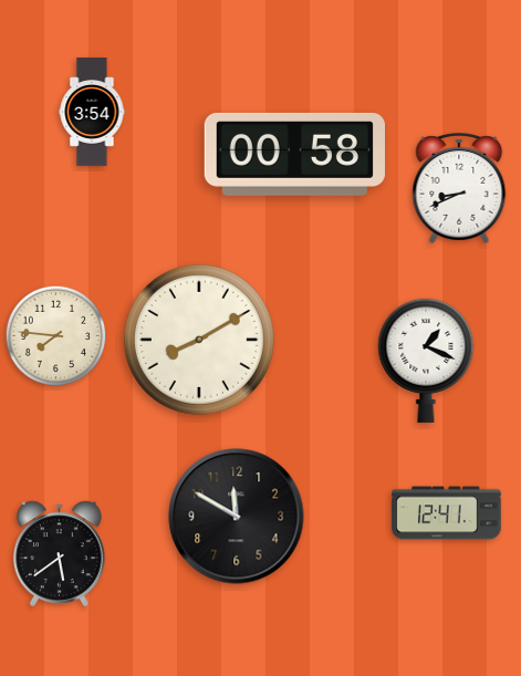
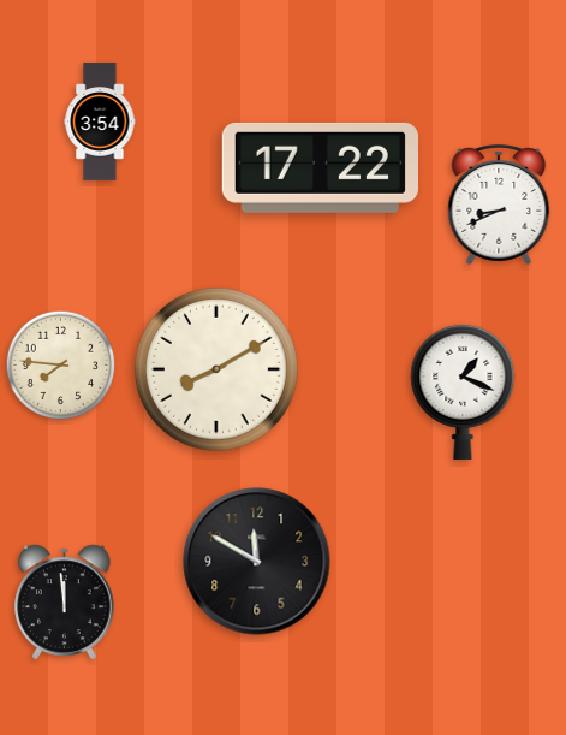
clock at (294, 154): 00:58 -> 17:22
clock at (447, 513): 12:41 -> none
clock at (60, 554): 5:39 -> 11:59
